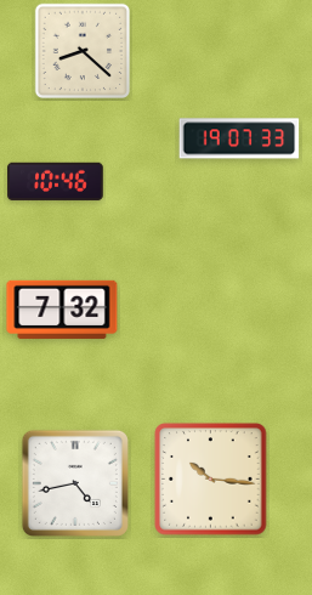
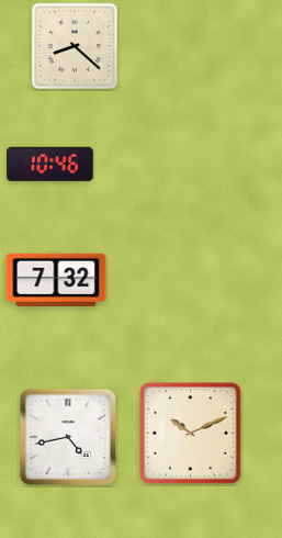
clock at (239, 138): 19:07 -> none
clock at (211, 480): 10:16 -> 10:11
